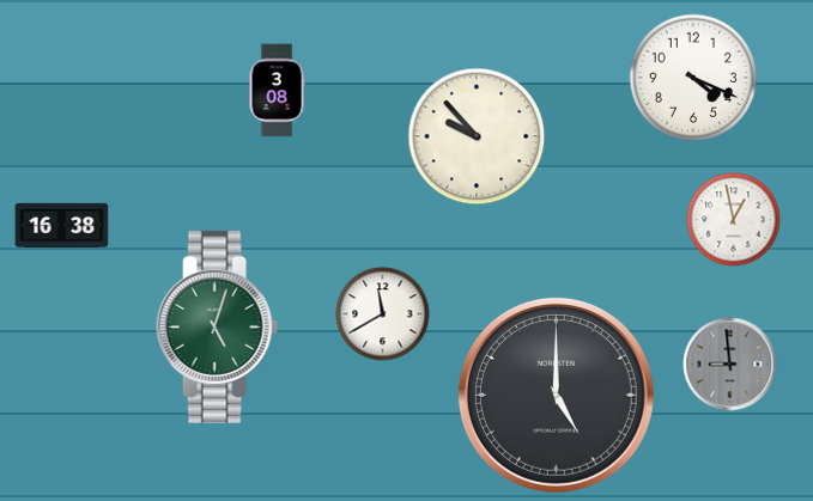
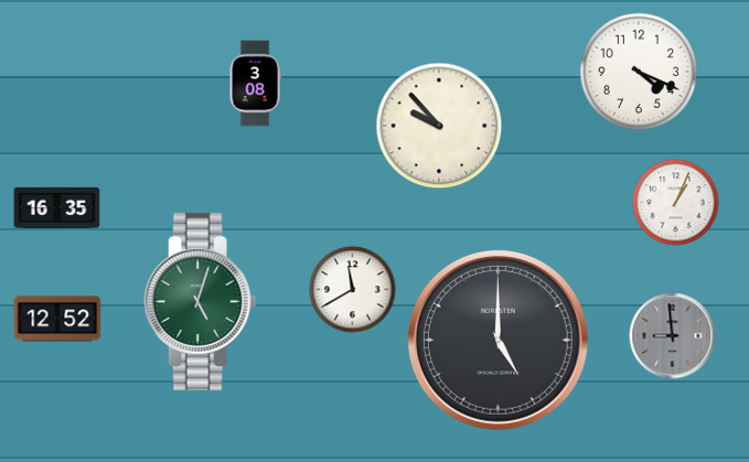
clock at (733, 219): 12:58 -> 1:04
clock at (61, 225): 16:38 -> 16:35
clock at (57, 319): none -> 12:52
clock at (556, 395) position: (556, 395) -> (497, 340)
